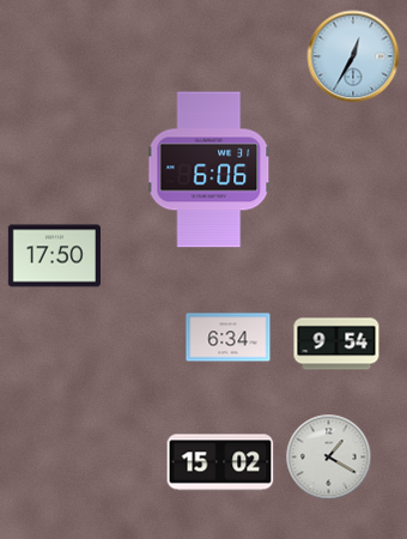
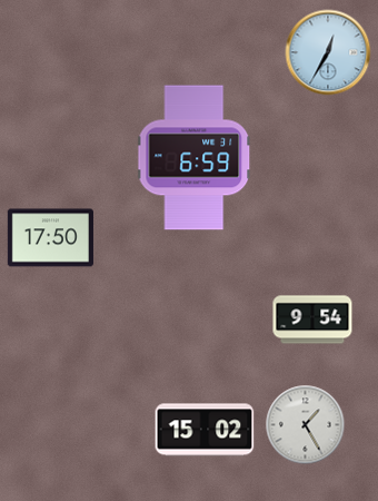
clock at (209, 170): 6:06 -> 6:59
clock at (229, 338): 6:34 -> none
clock at (329, 458): 1:20 -> 1:25
